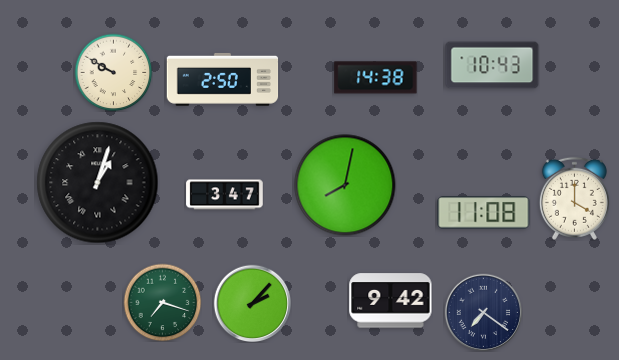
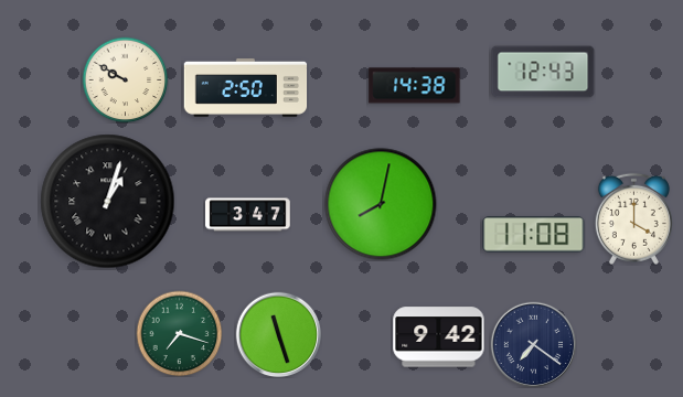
clock at (492, 65): 10:43 -> 12:43
clock at (391, 301) position: (391, 301) -> (439, 337)
clock at (252, 303): 2:07 -> 11:27
